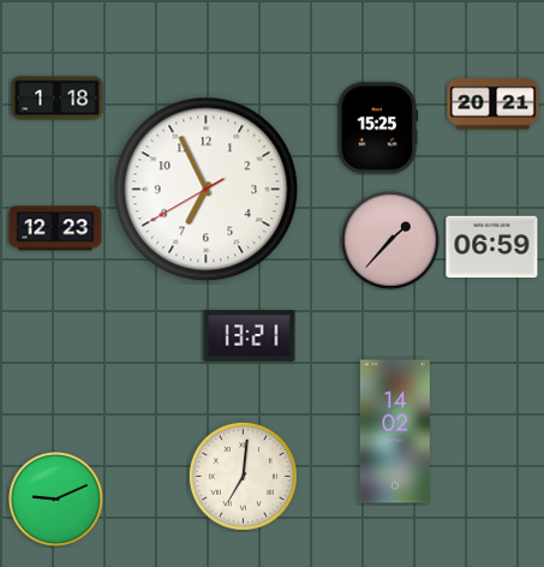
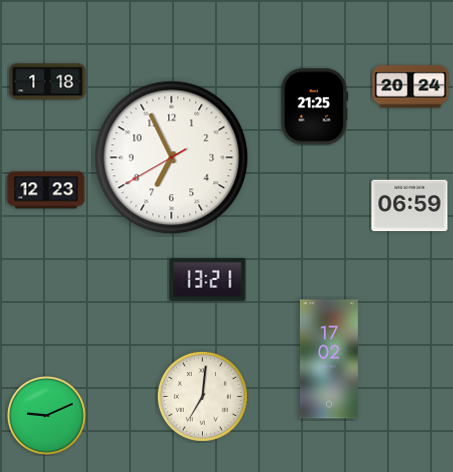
clock at (494, 105): 20:21 -> 20:24
clock at (378, 129): 15:25 -> 21:25
clock at (390, 240): 1:37 -> none
clock at (395, 431): 14:02 -> 17:02
